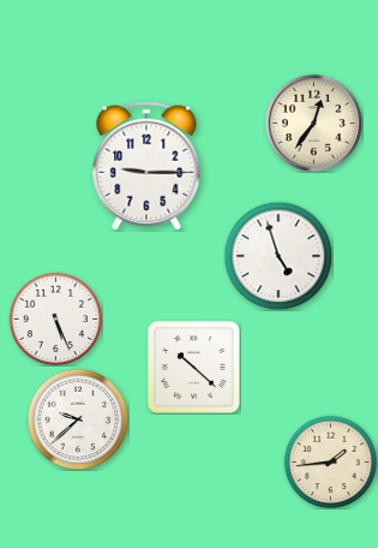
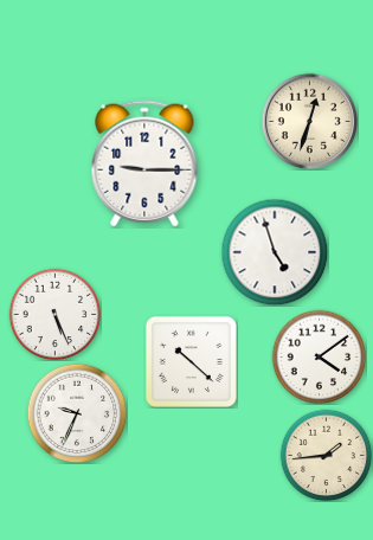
clock at (313, 123): 12:36 -> 12:33
clock at (319, 356): none -> 4:09
clock at (78, 419): 9:38 -> 9:34
